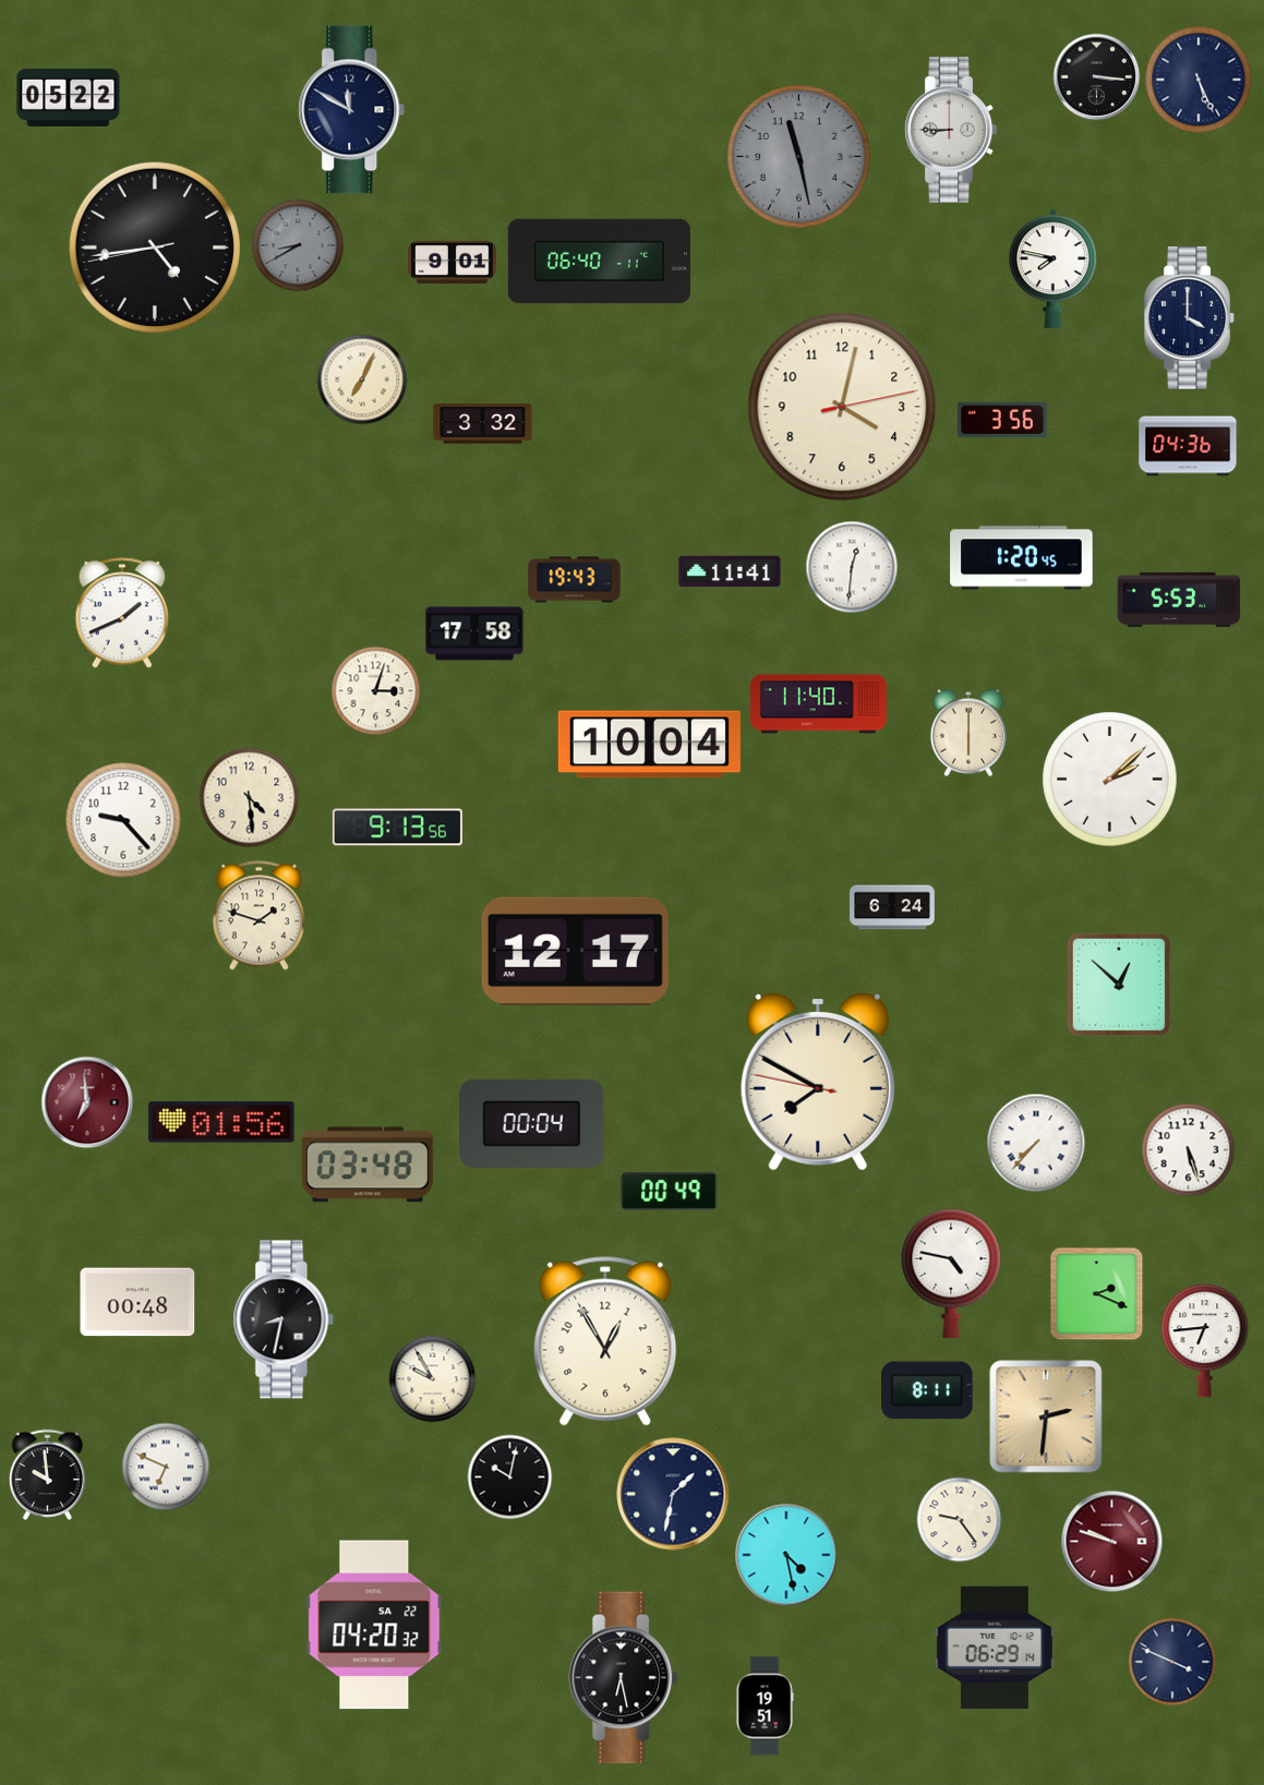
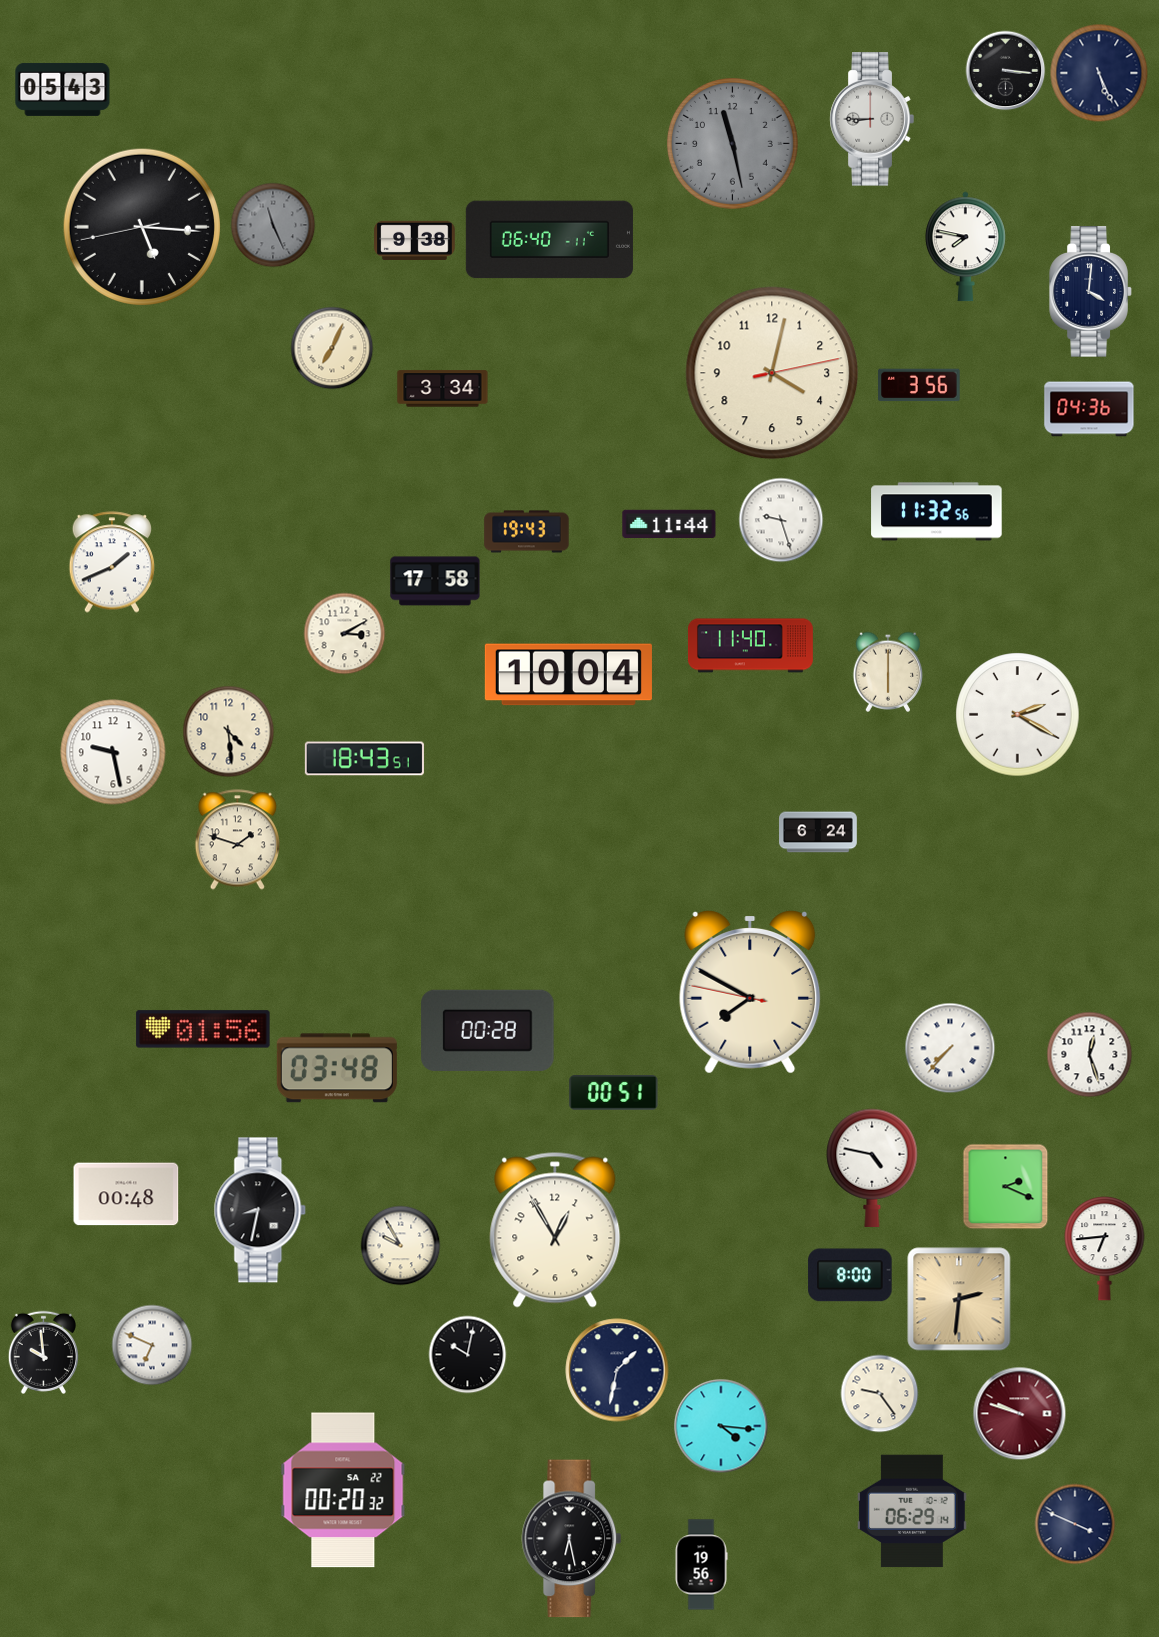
clock at (69, 97): 05:22 -> 05:43
clock at (352, 110): 11:50 -> none
clock at (298, 245): 8:40 -> 11:26
clock at (155, 248): 4:43 -> 5:15
clock at (453, 262): 9:01 -> 9:38
clock at (1190, 318): 4:00 -> 4:01
clock at (483, 424): 3:32 -> 3:34
clock at (1022, 558): 1:20 -> 11:32
clock at (852, 567): 12:31 -> 9:27
clock at (730, 570): 11:41 -> 11:44
clock at (1179, 600): 5:53 -> none
clock at (375, 690): 3:03 -> 3:10
clock at (649, 745) position: (649, 745) -> (568, 675)
clock at (1110, 780): 2:08 -> 2:20
clock at (123, 820): 9:23 -> 9:28
clock at (397, 828): 9:13 -> 18:43
clock at (575, 952): 12:17 -> none
clock at (1119, 985): 12:52 -> none
clock at (87, 1102): 6:59 -> none
clock at (532, 1123): 00:04 -> 00:28
clock at (1188, 1149): 5:27 -> 12:27
clock at (670, 1192): 00:49 -> 00:51
clock at (1205, 1341) position: (1205, 1341) -> (1105, 1249)
clock at (432, 1378) position: (432, 1378) -> (400, 1245)
clock at (927, 1390): 8:11 -> 8:00
clock at (786, 1555): 4:28 -> 4:16
clock at (374, 1625): 04:20 -> 00:20
clock at (765, 1706): 19:51 -> 19:56
